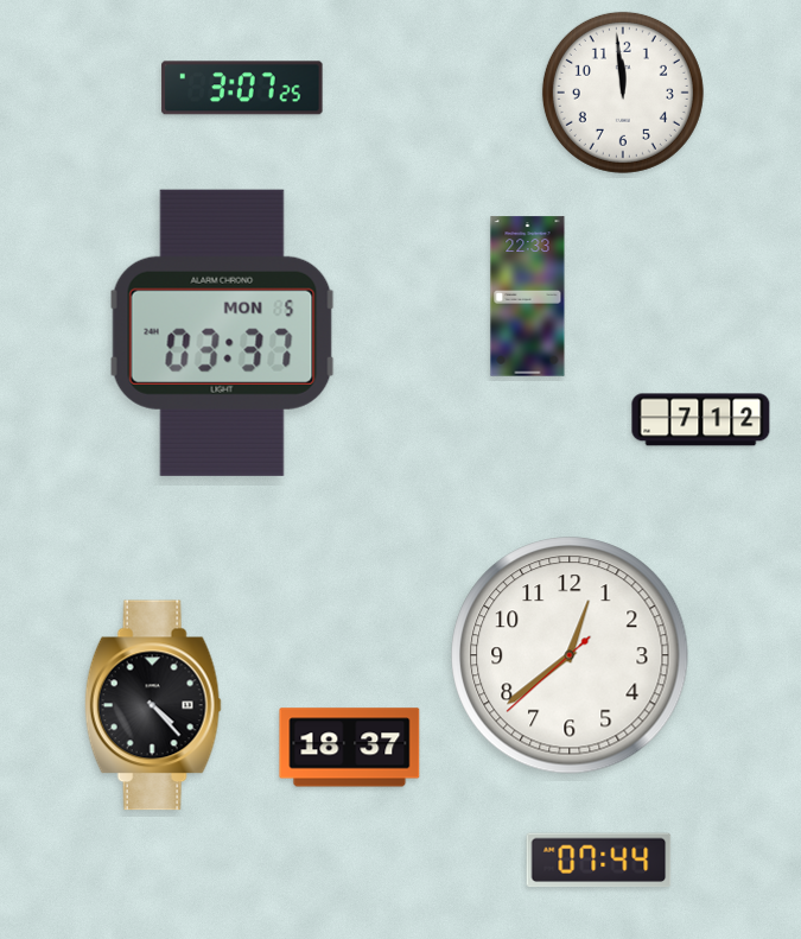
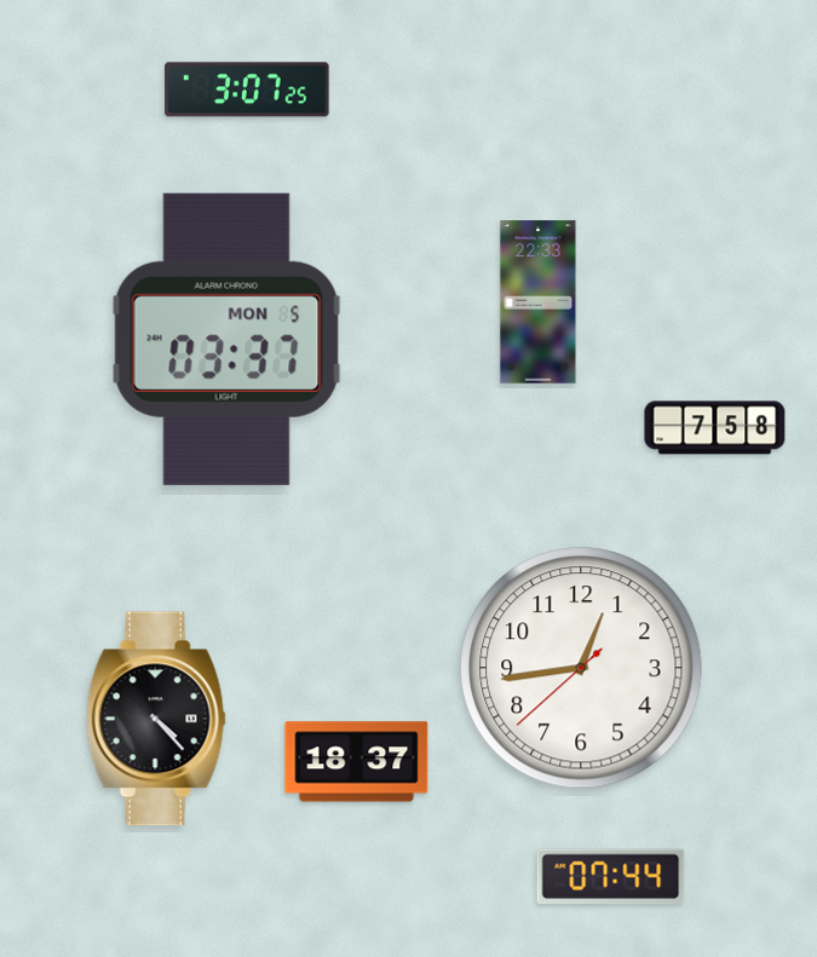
clock at (623, 93): 11:59 -> none
clock at (701, 420): 7:12 -> 7:58
clock at (570, 655): 12:38 -> 12:43
